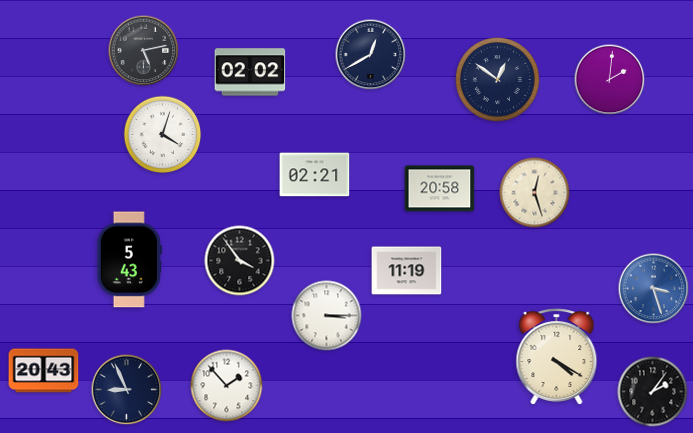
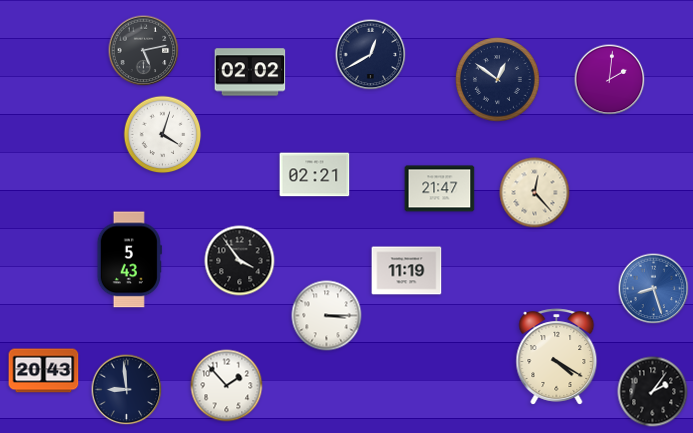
clock at (440, 189): 20:58 -> 21:47
clock at (535, 193): 12:27 -> 12:23
clock at (654, 289): 3:27 -> 8:27
clock at (127, 390): 8:56 -> 8:59
